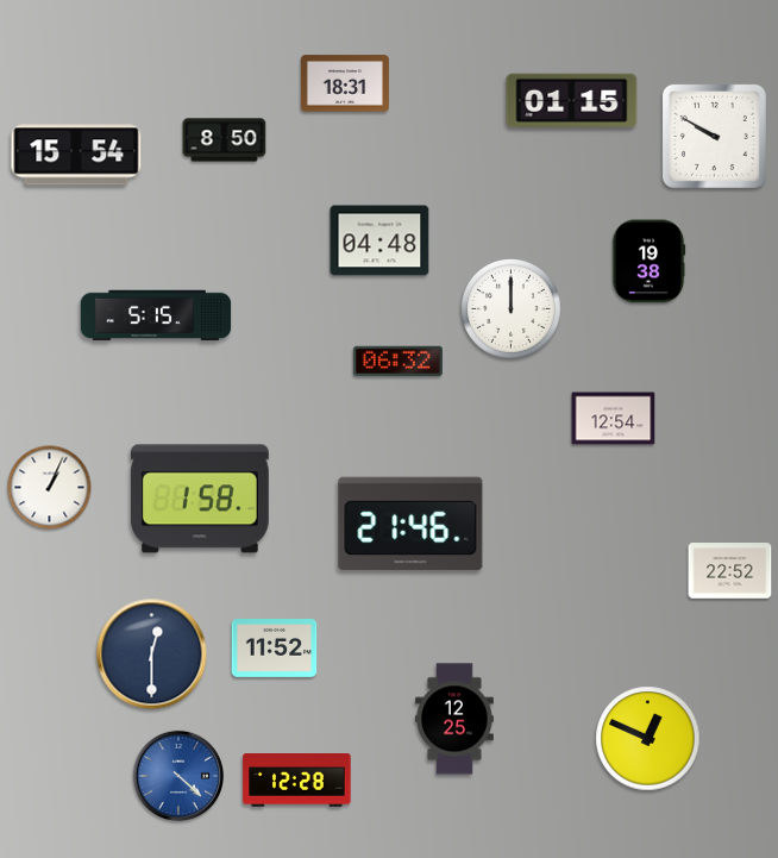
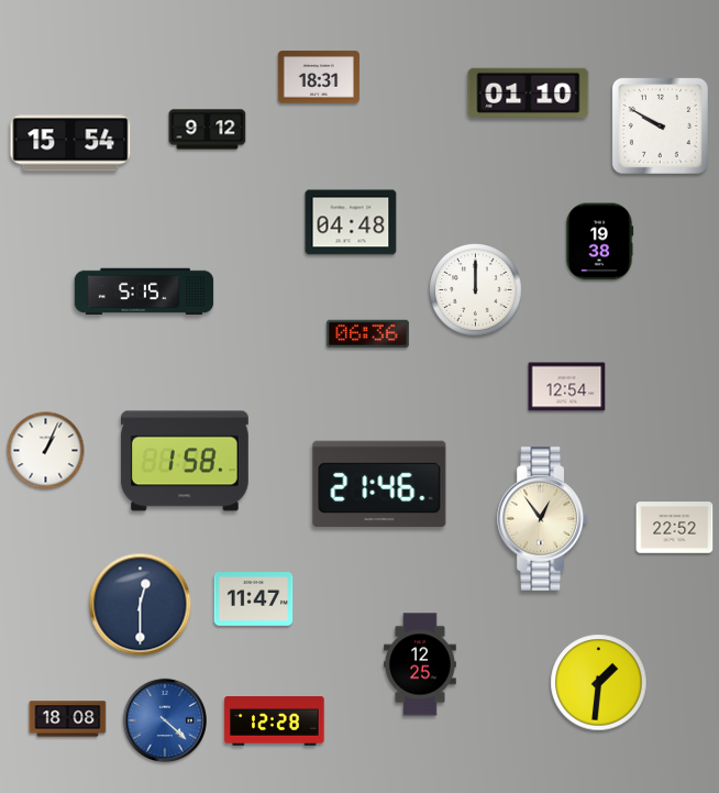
clock at (572, 100): 01:15 -> 01:10
clock at (225, 140): 8:50 -> 9:12
clock at (512, 309) position: (512, 309) -> (476, 290)
clock at (397, 362): 06:32 -> 06:36
clock at (543, 519): none -> 12:54
clock at (275, 649): 11:52 -> 11:47
clock at (648, 739): 12:49 -> 1:31
clock at (177, 775) position: (177, 775) -> (164, 719)
clock at (68, 719): none -> 18:08
